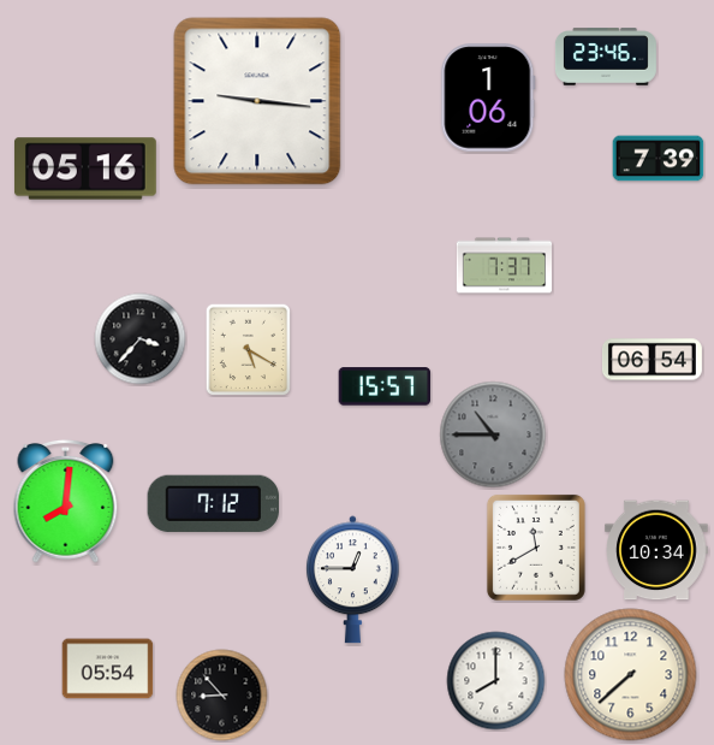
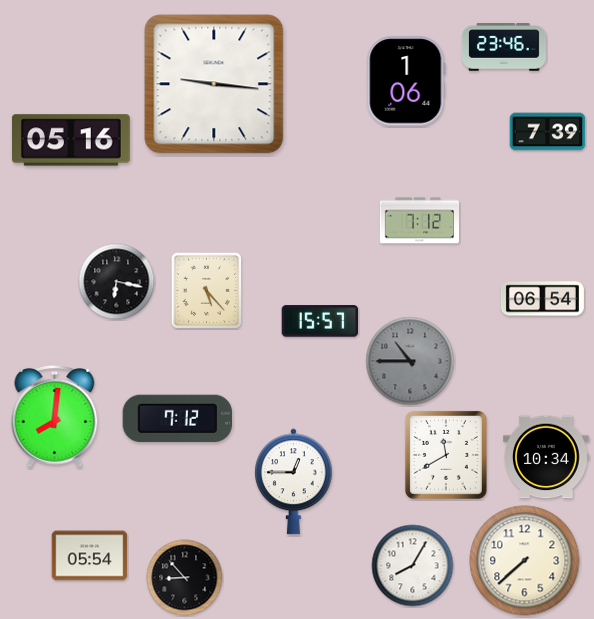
clock at (504, 266): 7:37 -> 7:12
clock at (141, 339): 3:37 -> 6:17
clock at (248, 349): 5:20 -> 5:23
clock at (496, 681): 8:00 -> 8:05
